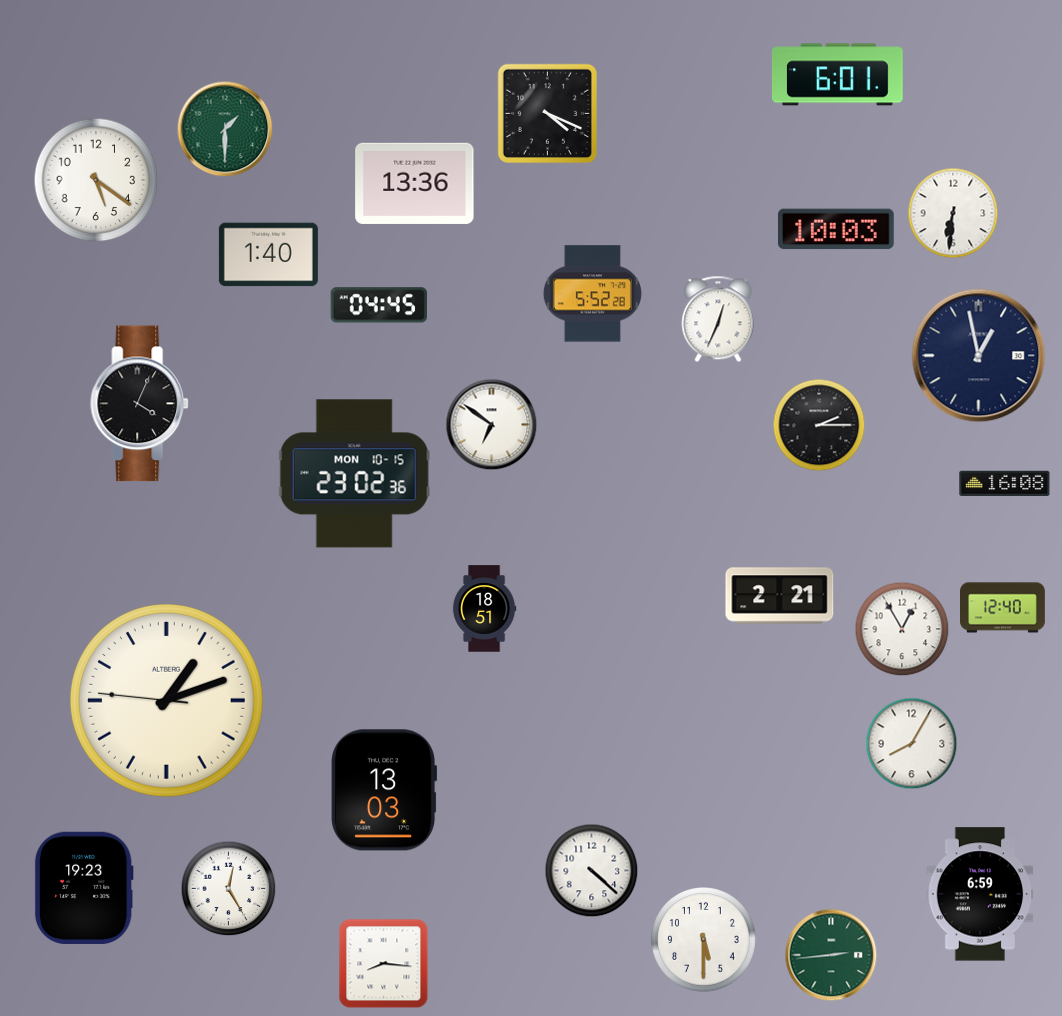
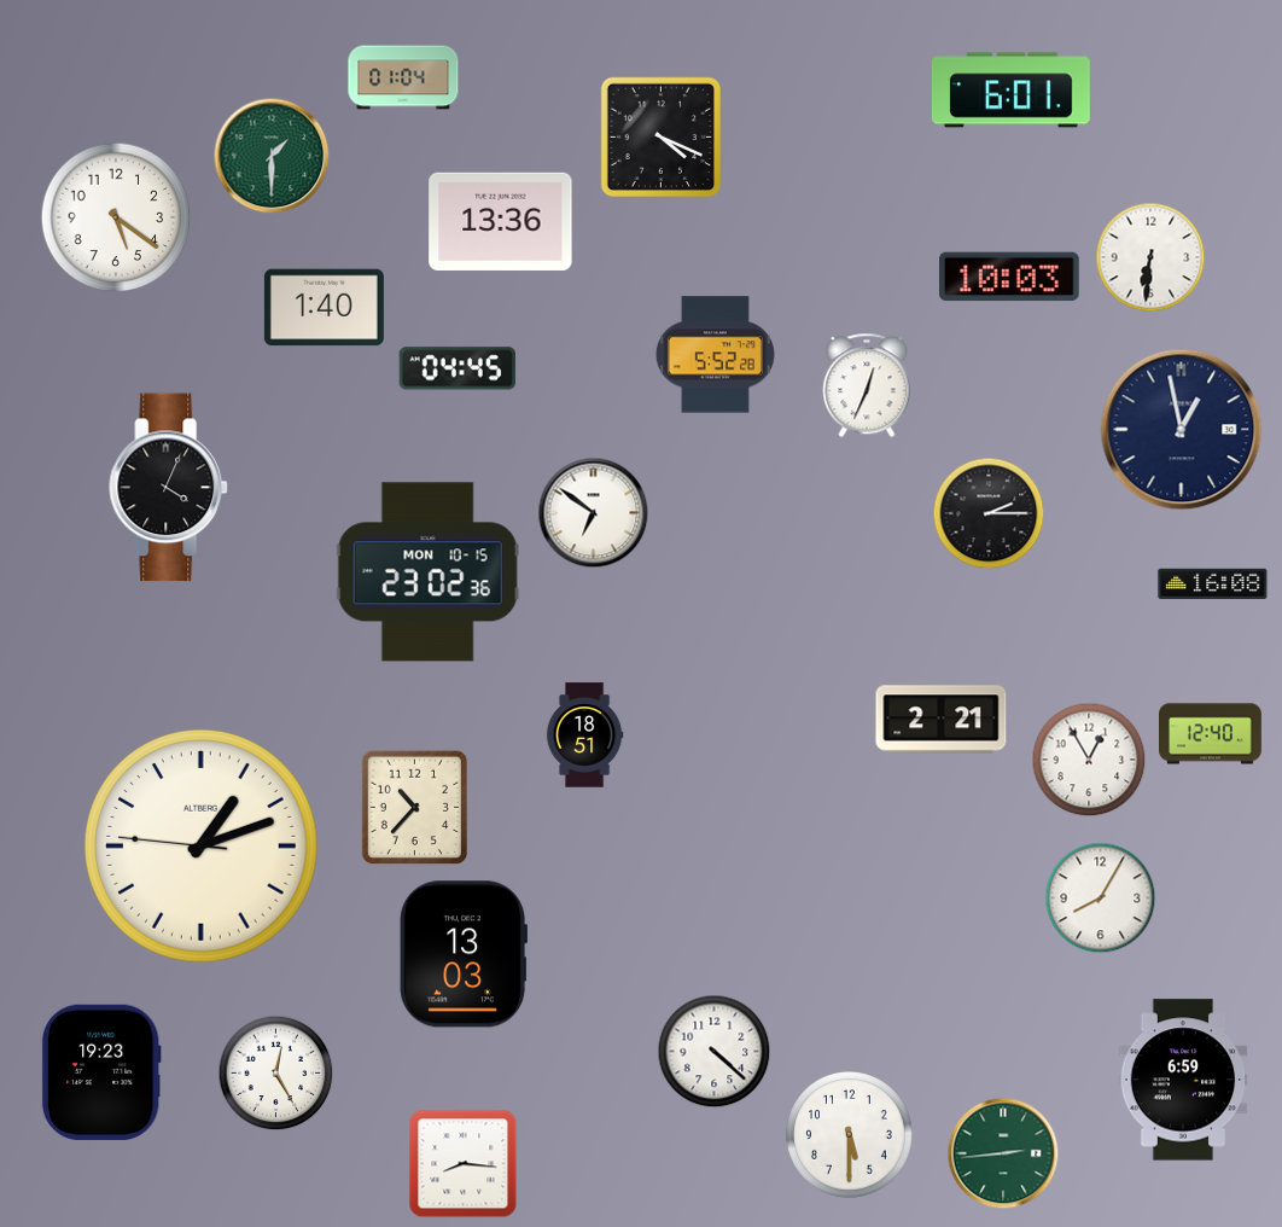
clock at (403, 77): none -> 01:04
clock at (414, 807): none -> 10:37
